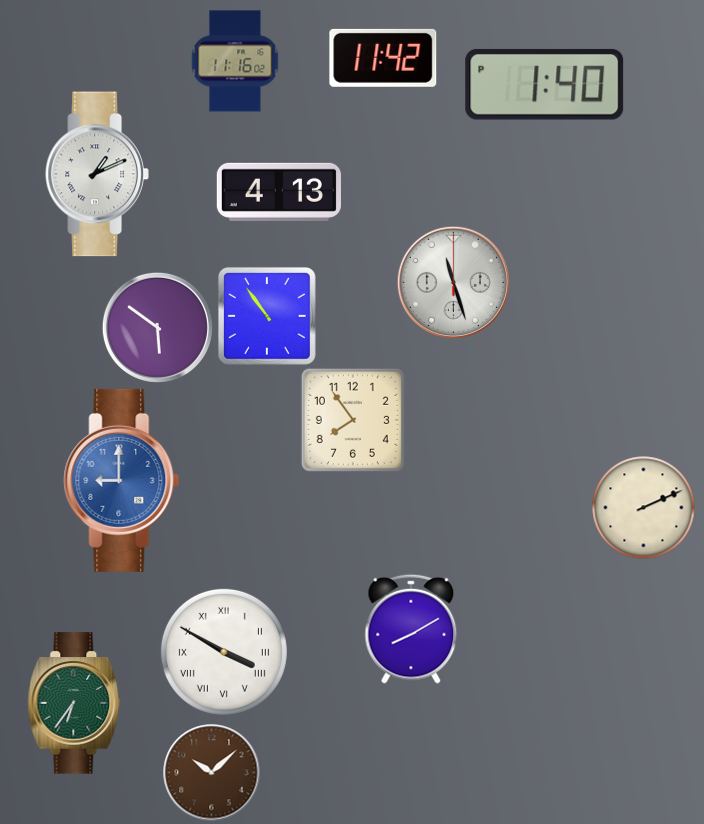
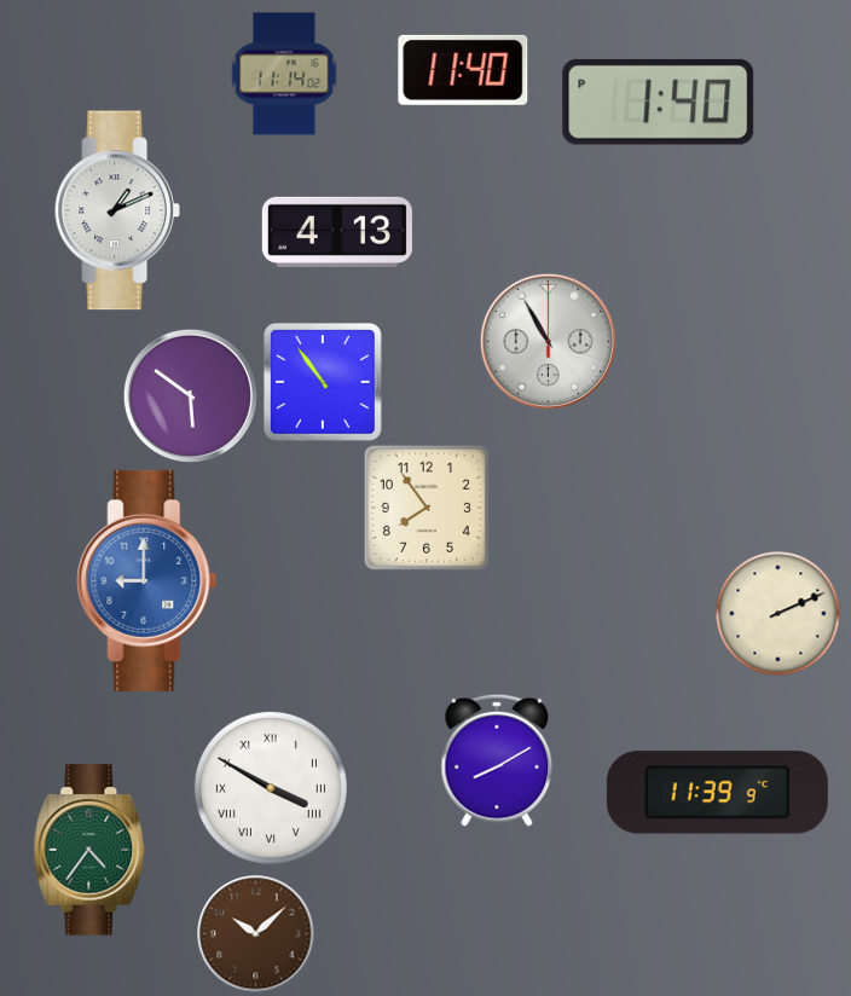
clock at (383, 58): 11:42 -> 11:40
clock at (235, 61): 11:16 -> 11:14
clock at (453, 282): 11:27 -> 10:55
clock at (717, 793): none -> 11:39
clock at (74, 703): 6:36 -> 4:36
